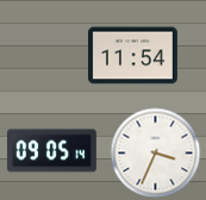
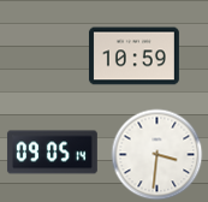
clock at (132, 56): 11:54 -> 10:59
clock at (156, 154): 3:34 -> 3:31
